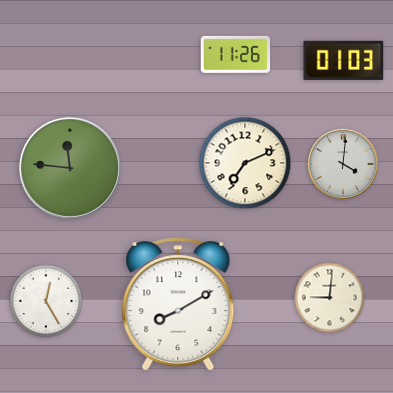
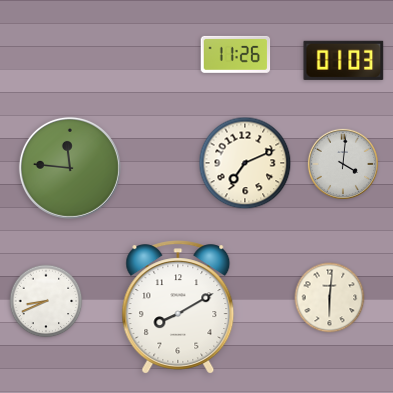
clock at (330, 298): 9:01 -> 6:01
clock at (46, 301): 12:25 -> 8:41
clock at (178, 304) position: (178, 304) -> (178, 307)
